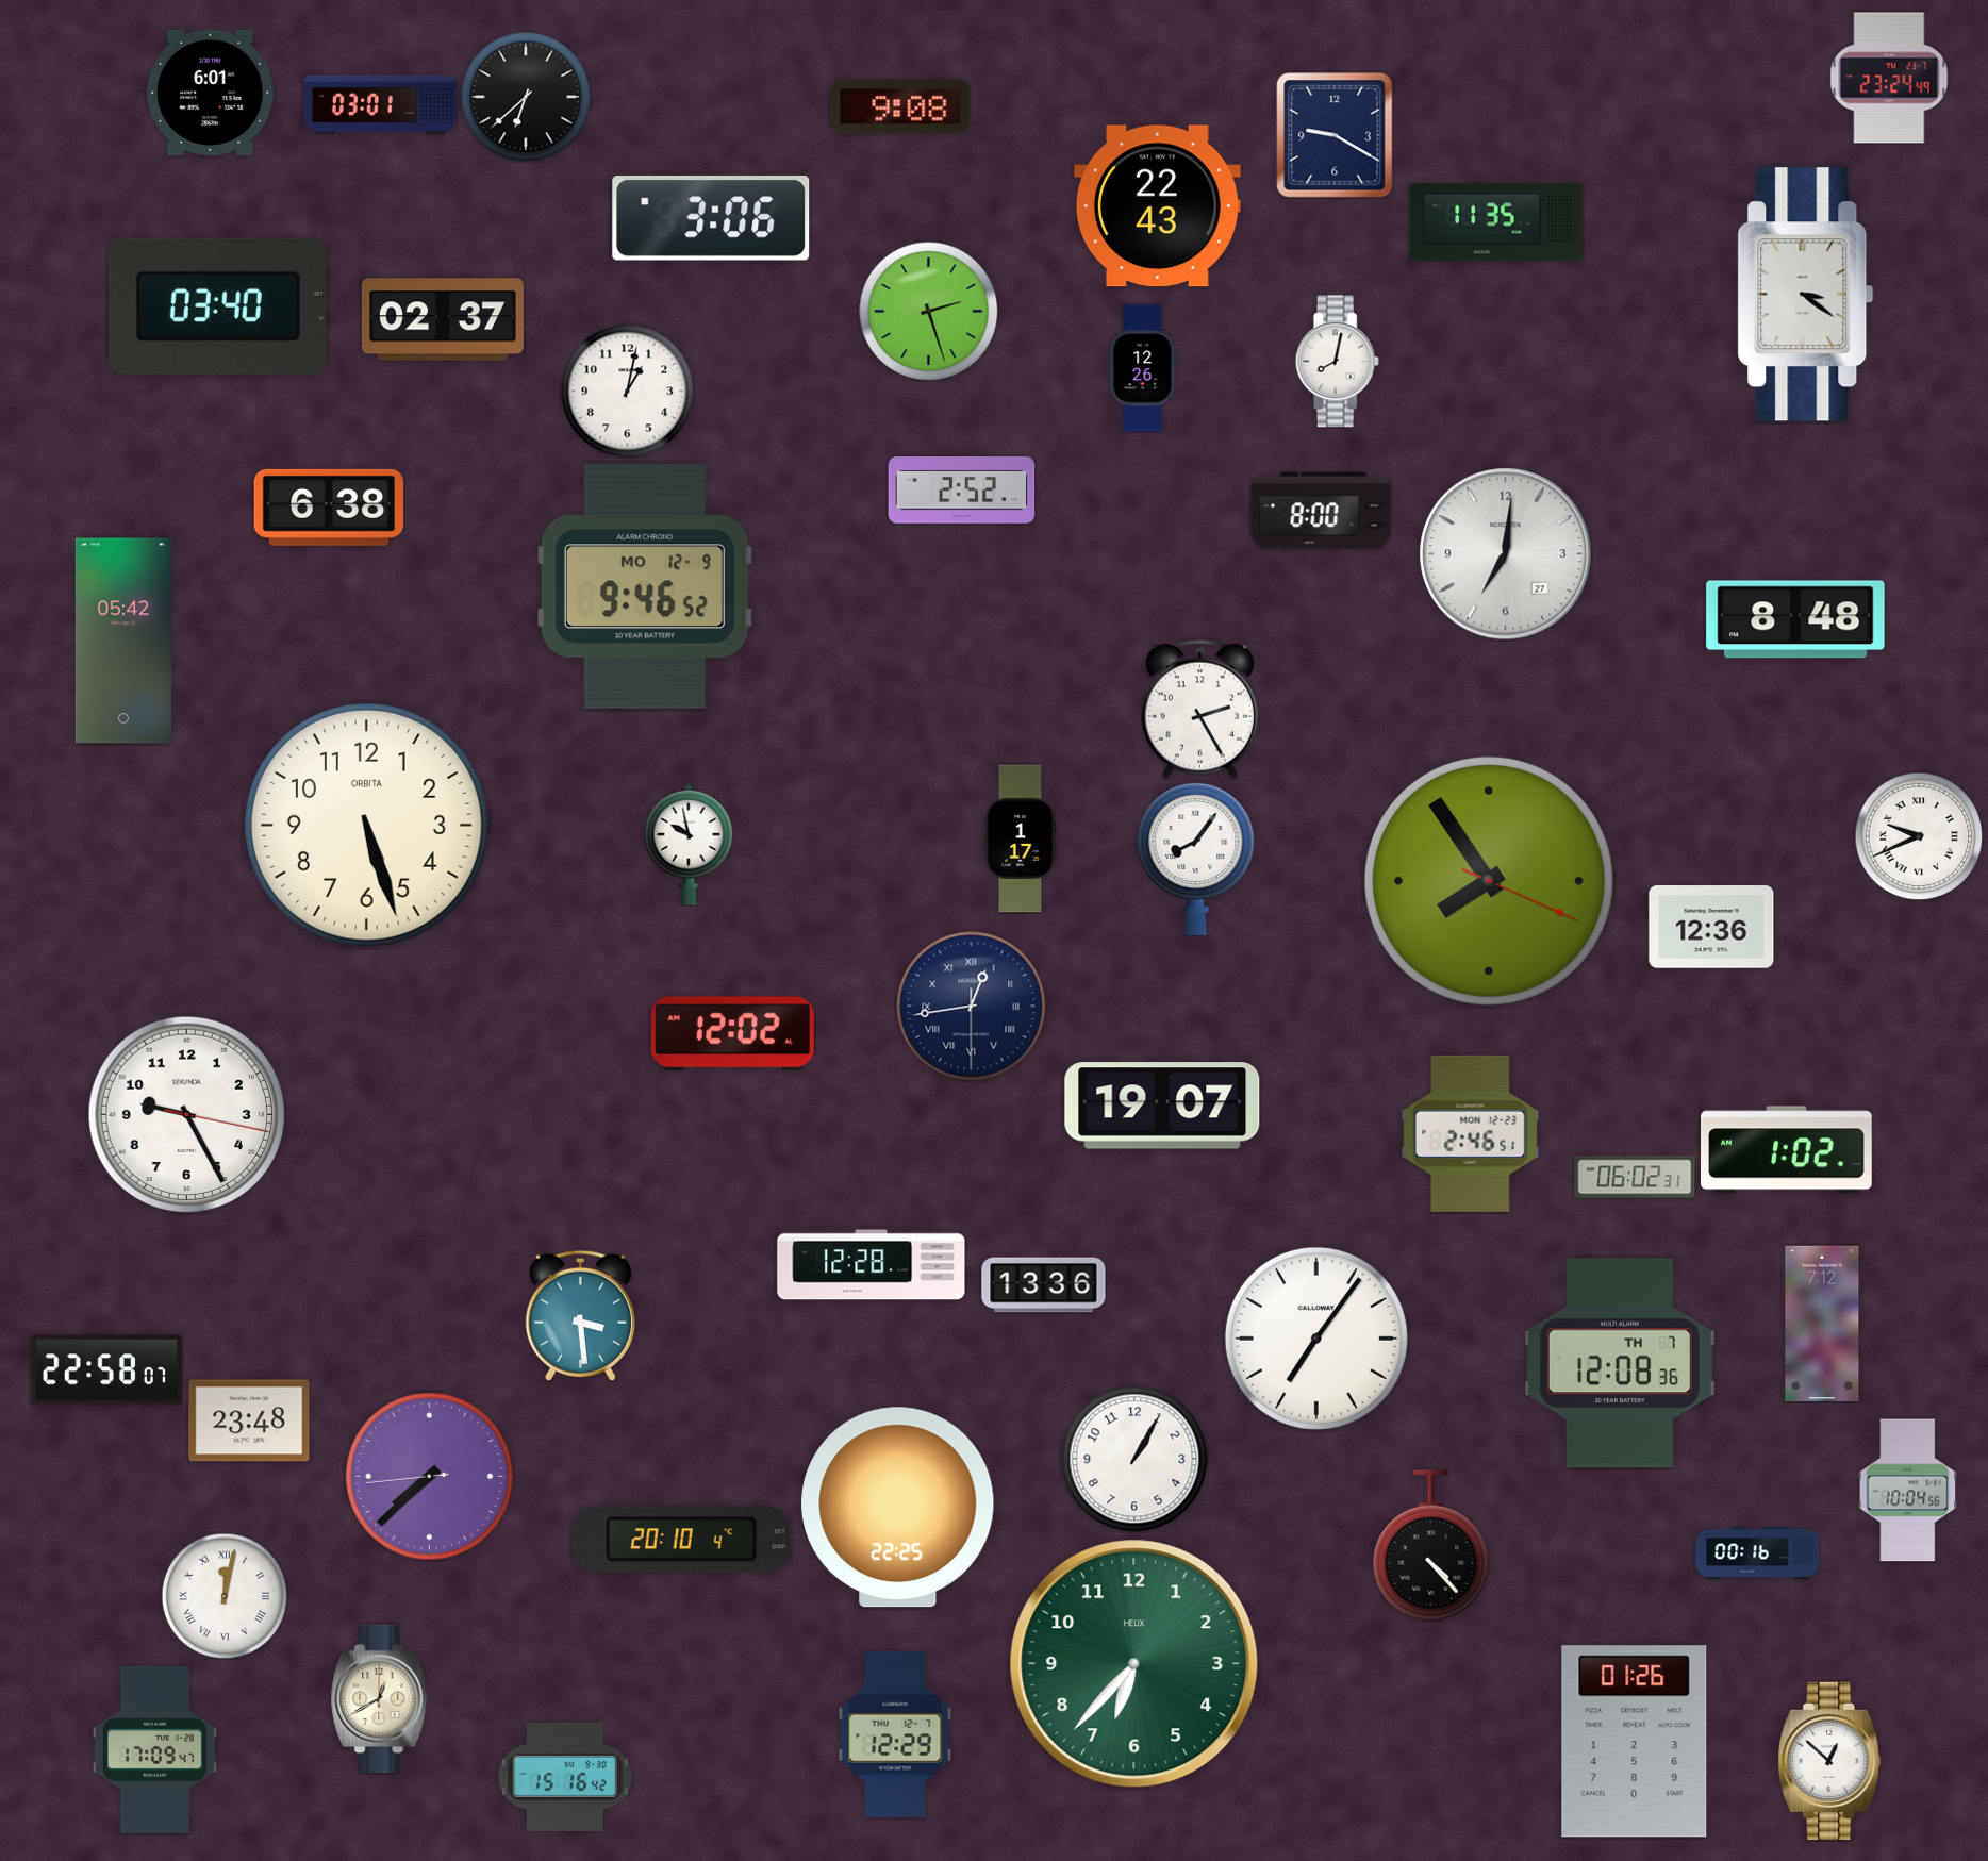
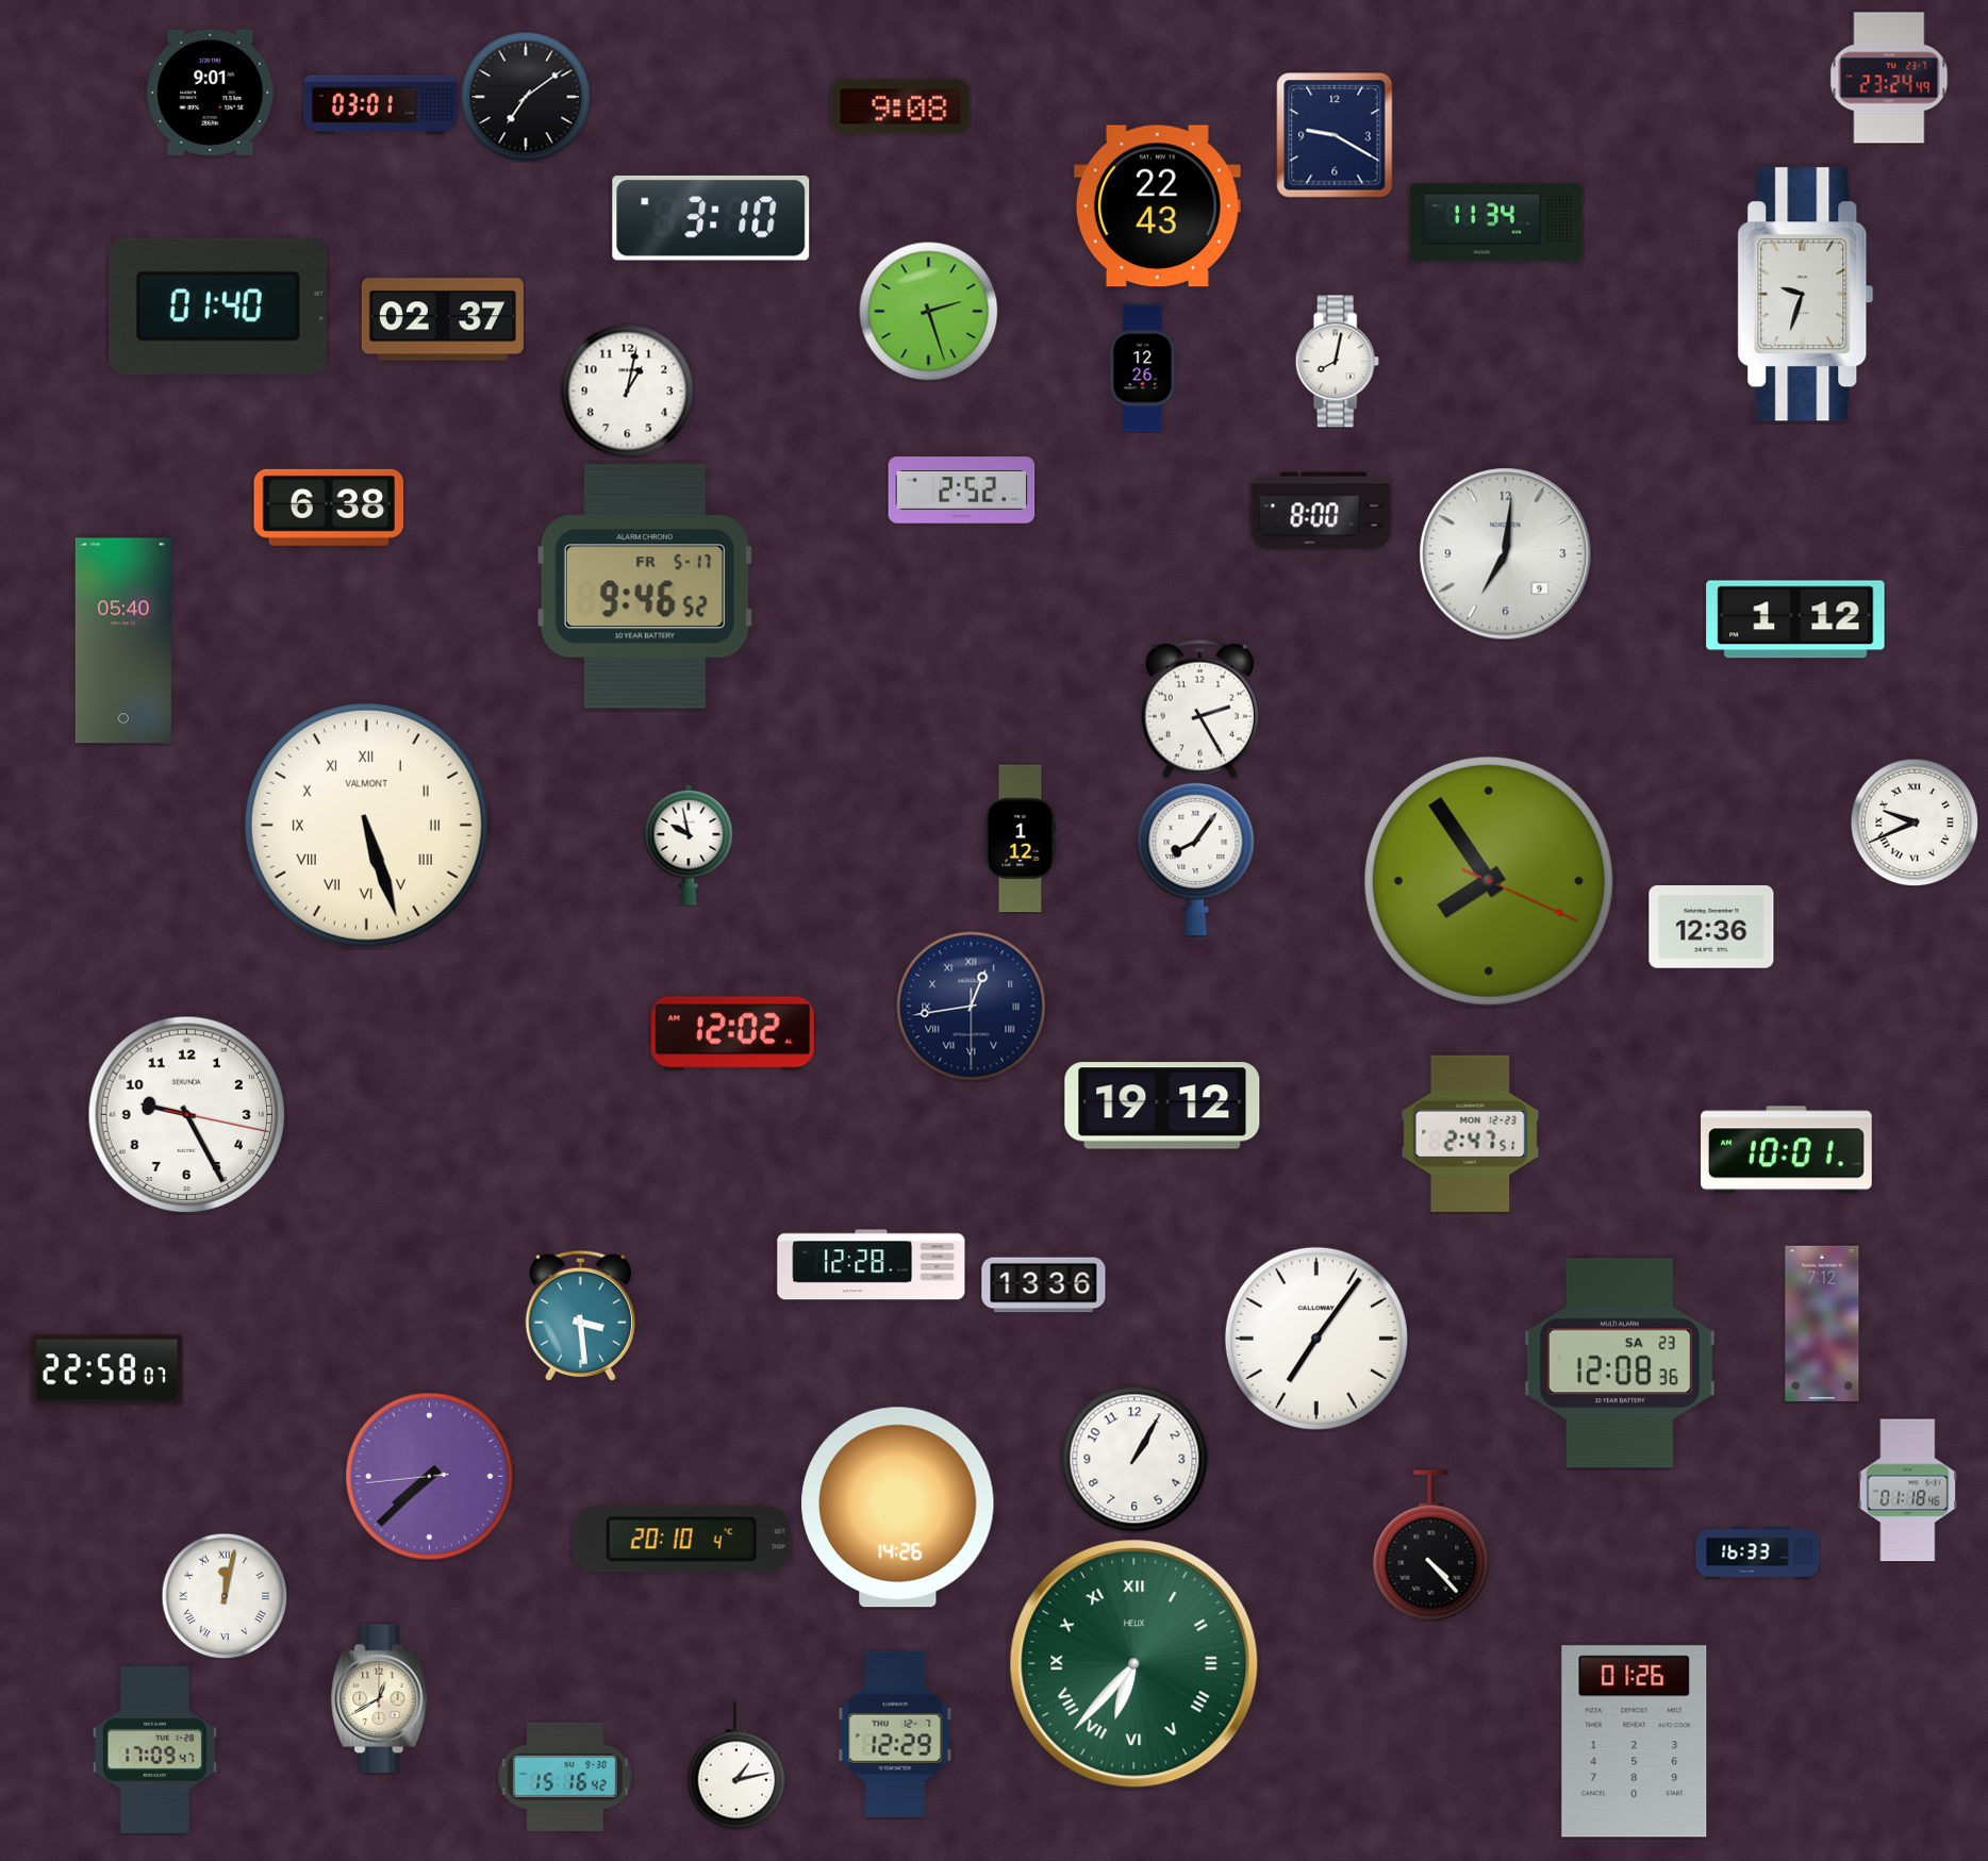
clock at (211, 93): 6:01 -> 9:01
clock at (526, 97): 6:38 -> 7:09
clock at (711, 218): 3:06 -> 3:10
clock at (1496, 222): 11:35 -> 11:34
clock at (1806, 295): 3:21 -> 9:33
clock at (218, 306): 03:40 -> 01:40
clock at (1506, 554) date: 27 -> 9
clock at (645, 586) date: MO 12-9 -> FR 5-17
clock at (1795, 619): 8:48 -> 1:12
clock at (123, 641): 05:42 -> 05:40
clock at (366, 825) numerals: Arabic -> Roman
clock at (366, 825) brand: ORBITA -> VALMONT
clock at (1919, 836) position: (1919, 836) -> (1915, 823)
clock at (1021, 838): 1:17 -> 1:12
clock at (1162, 1106): 19:07 -> 19:12
clock at (1471, 1133): 2:46 -> 2:47
clock at (1787, 1150): 1:02 -> 10:01
clock at (1635, 1177): 06:02 -> none
clock at (1621, 1363) date: TH 7 -> SA 23
clock at (249, 1420): 23:48 -> none
clock at (1908, 1491): 10:04 -> 01:18
clock at (898, 1508): 22:25 -> 14:26
clock at (1758, 1553): 00:16 -> 16:33
clock at (1134, 1664) numerals: Arabic -> Roman
clock at (1829, 1761): 12:52 -> none
clock at (736, 1765): none -> 1:13
